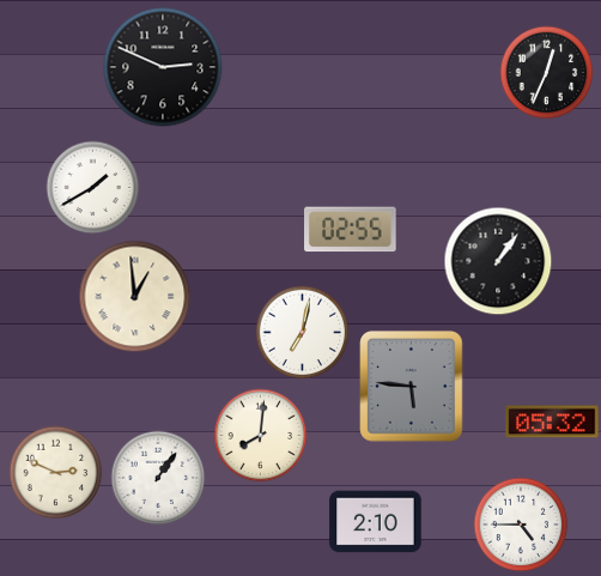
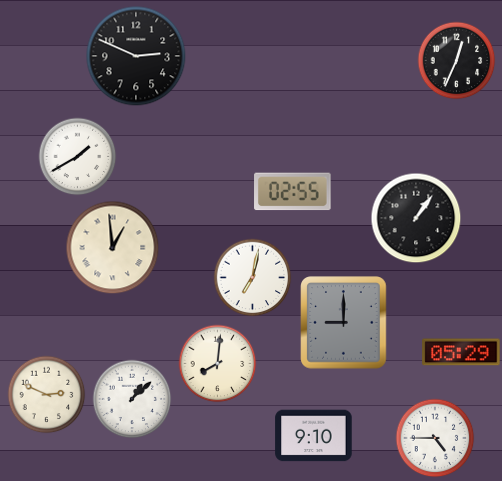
clock at (412, 387): 5:46 -> 9:00
clock at (552, 422): 05:32 -> 05:29
clock at (158, 478): 1:06 -> 1:08
clock at (376, 522): 2:10 -> 9:10
